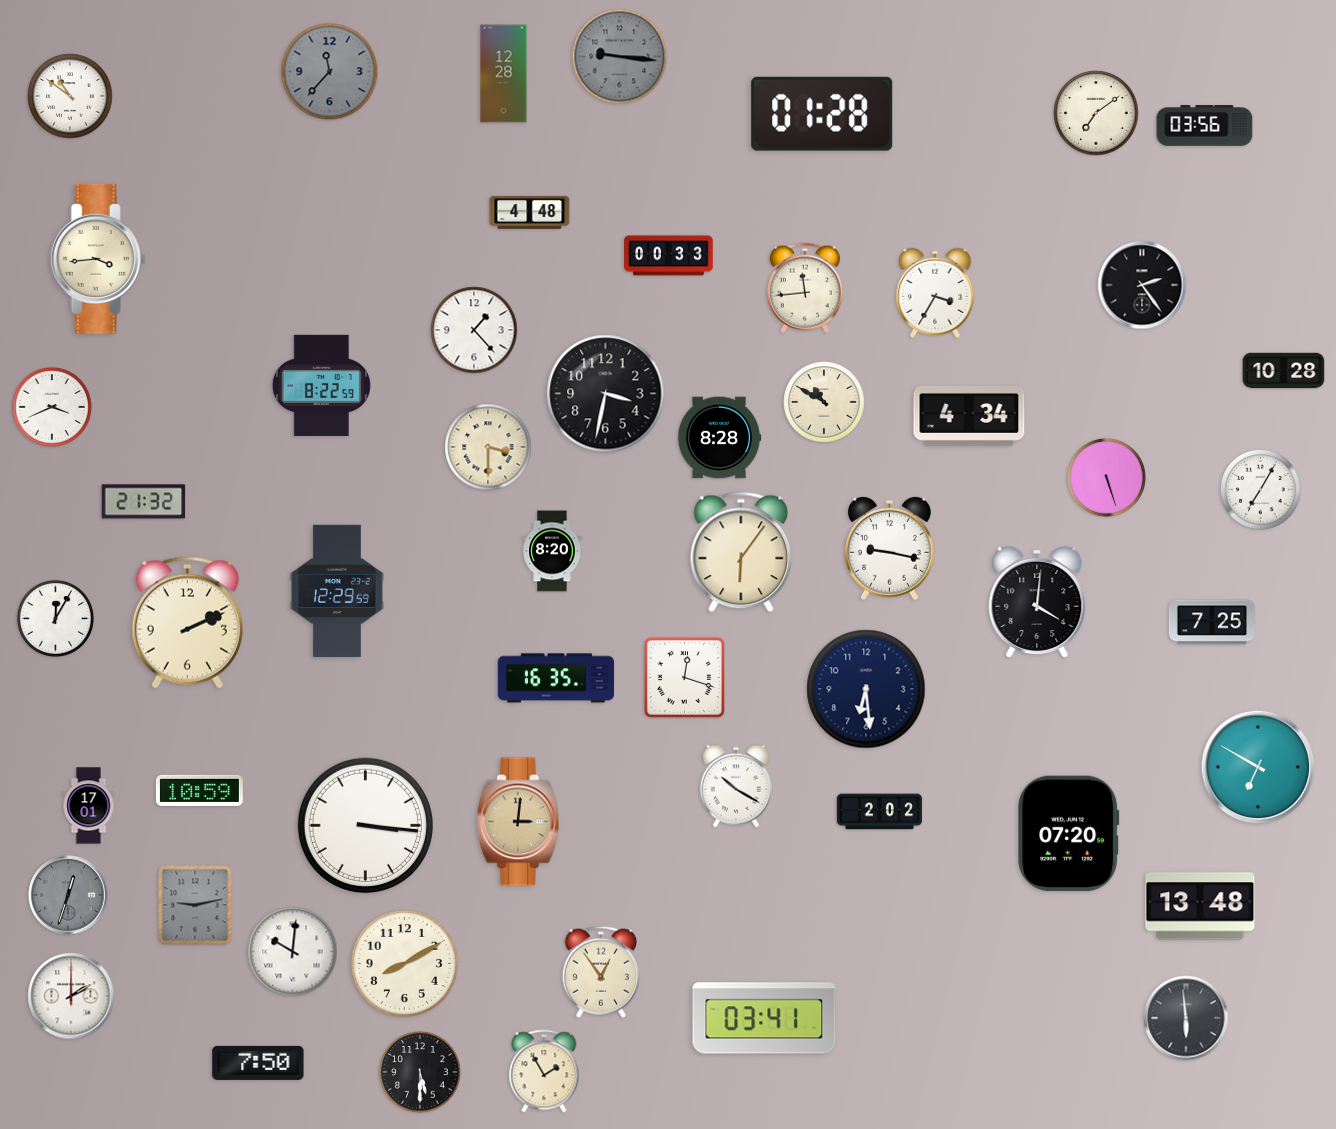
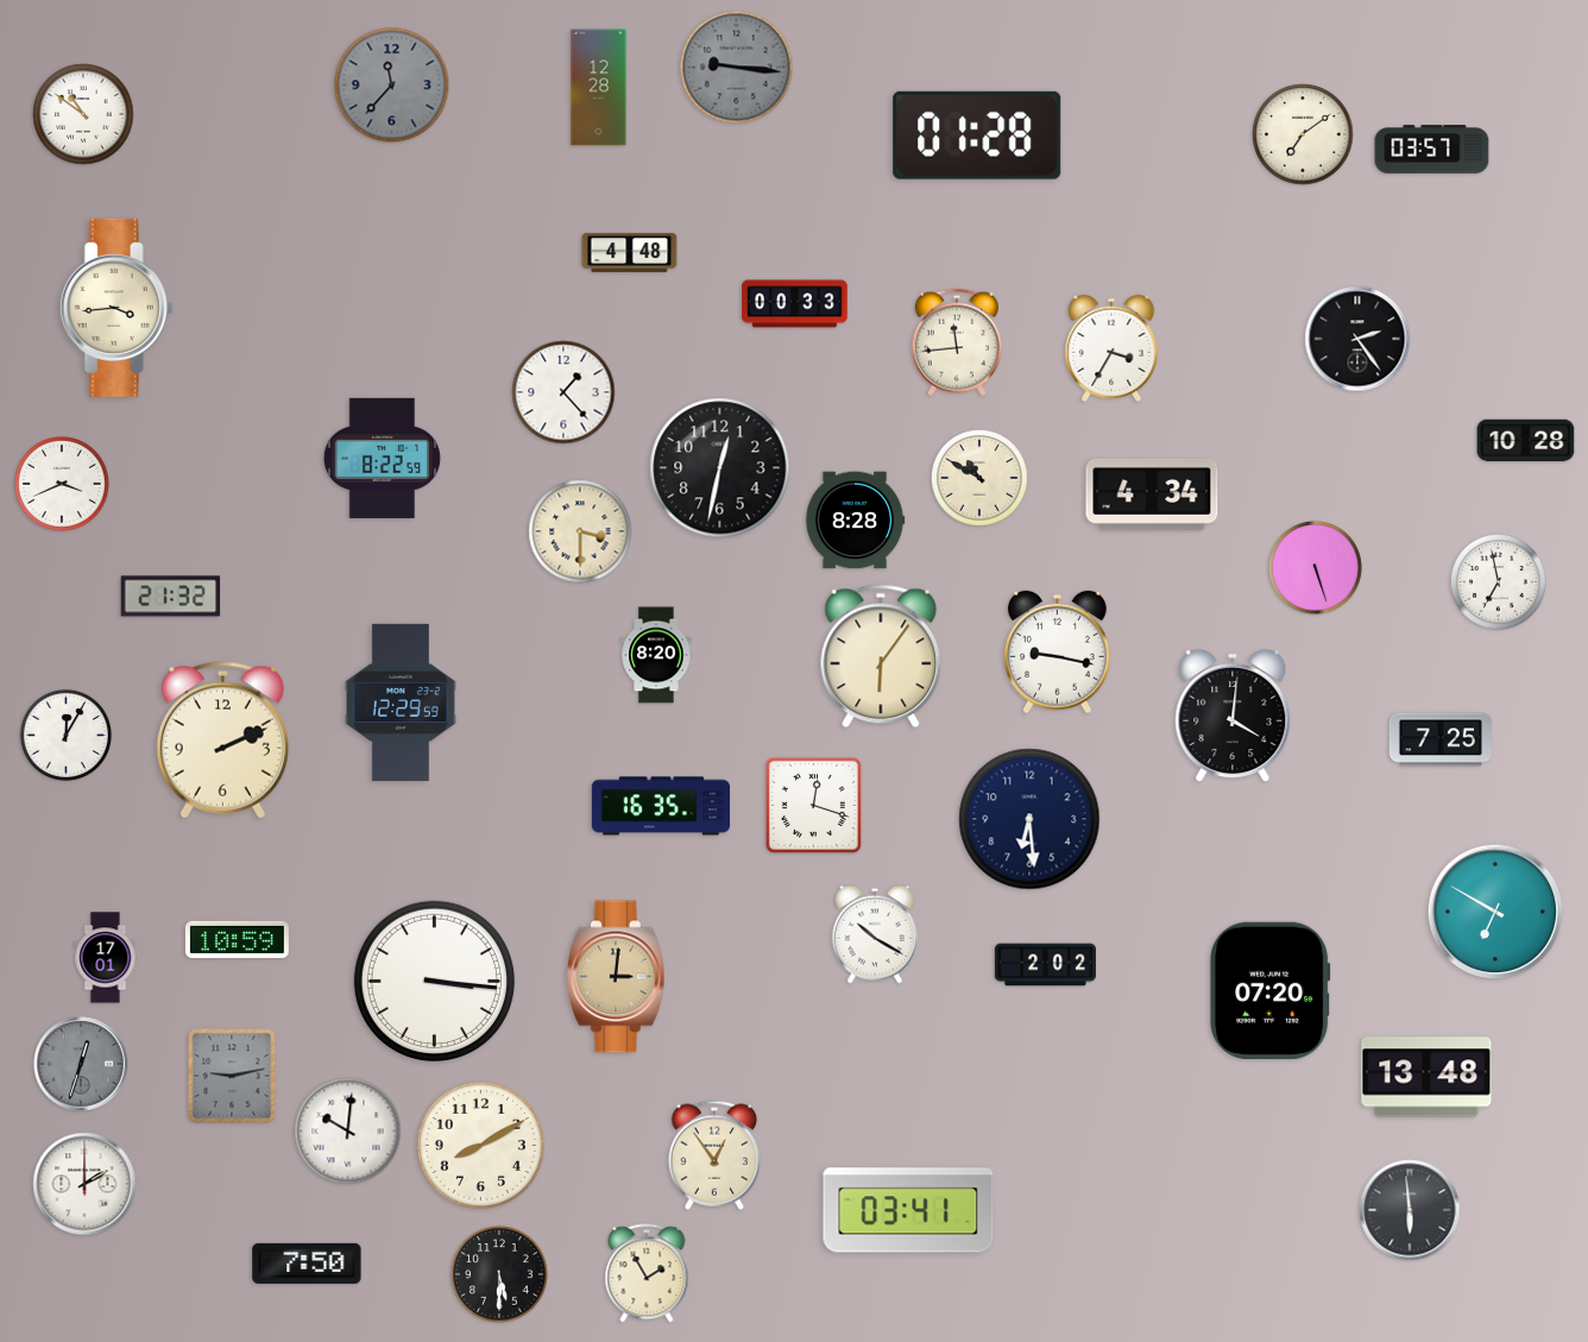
clock at (1205, 126): 03:56 -> 03:57
clock at (606, 394): 3:32 -> 12:32
clock at (1261, 490): 7:05 -> 6:58
